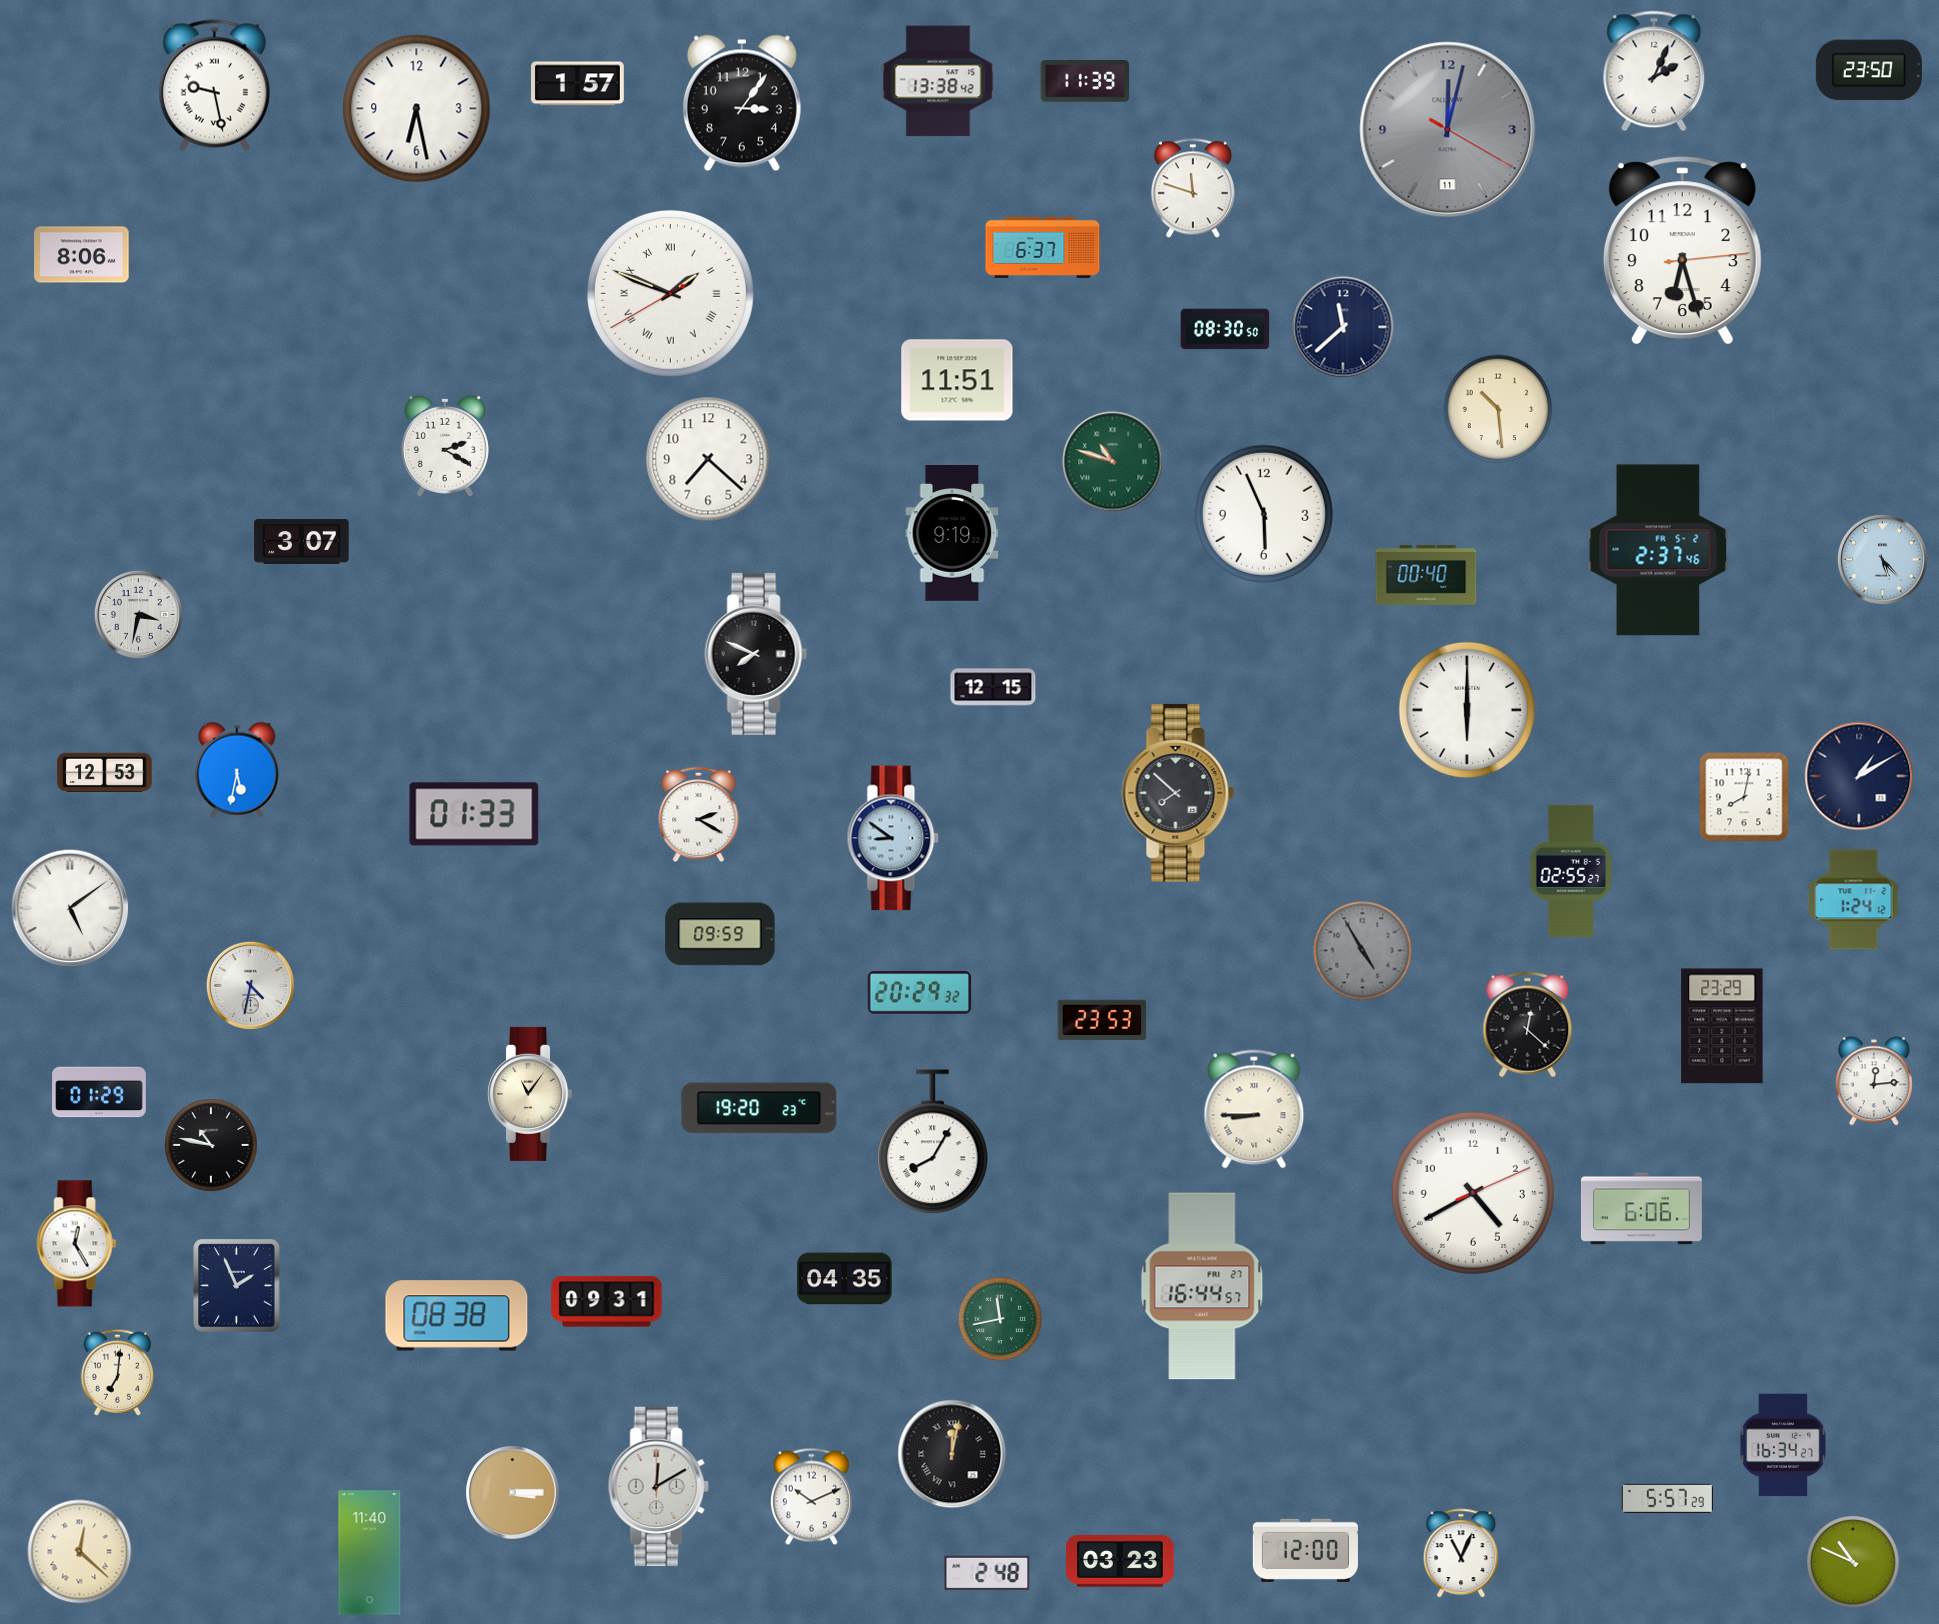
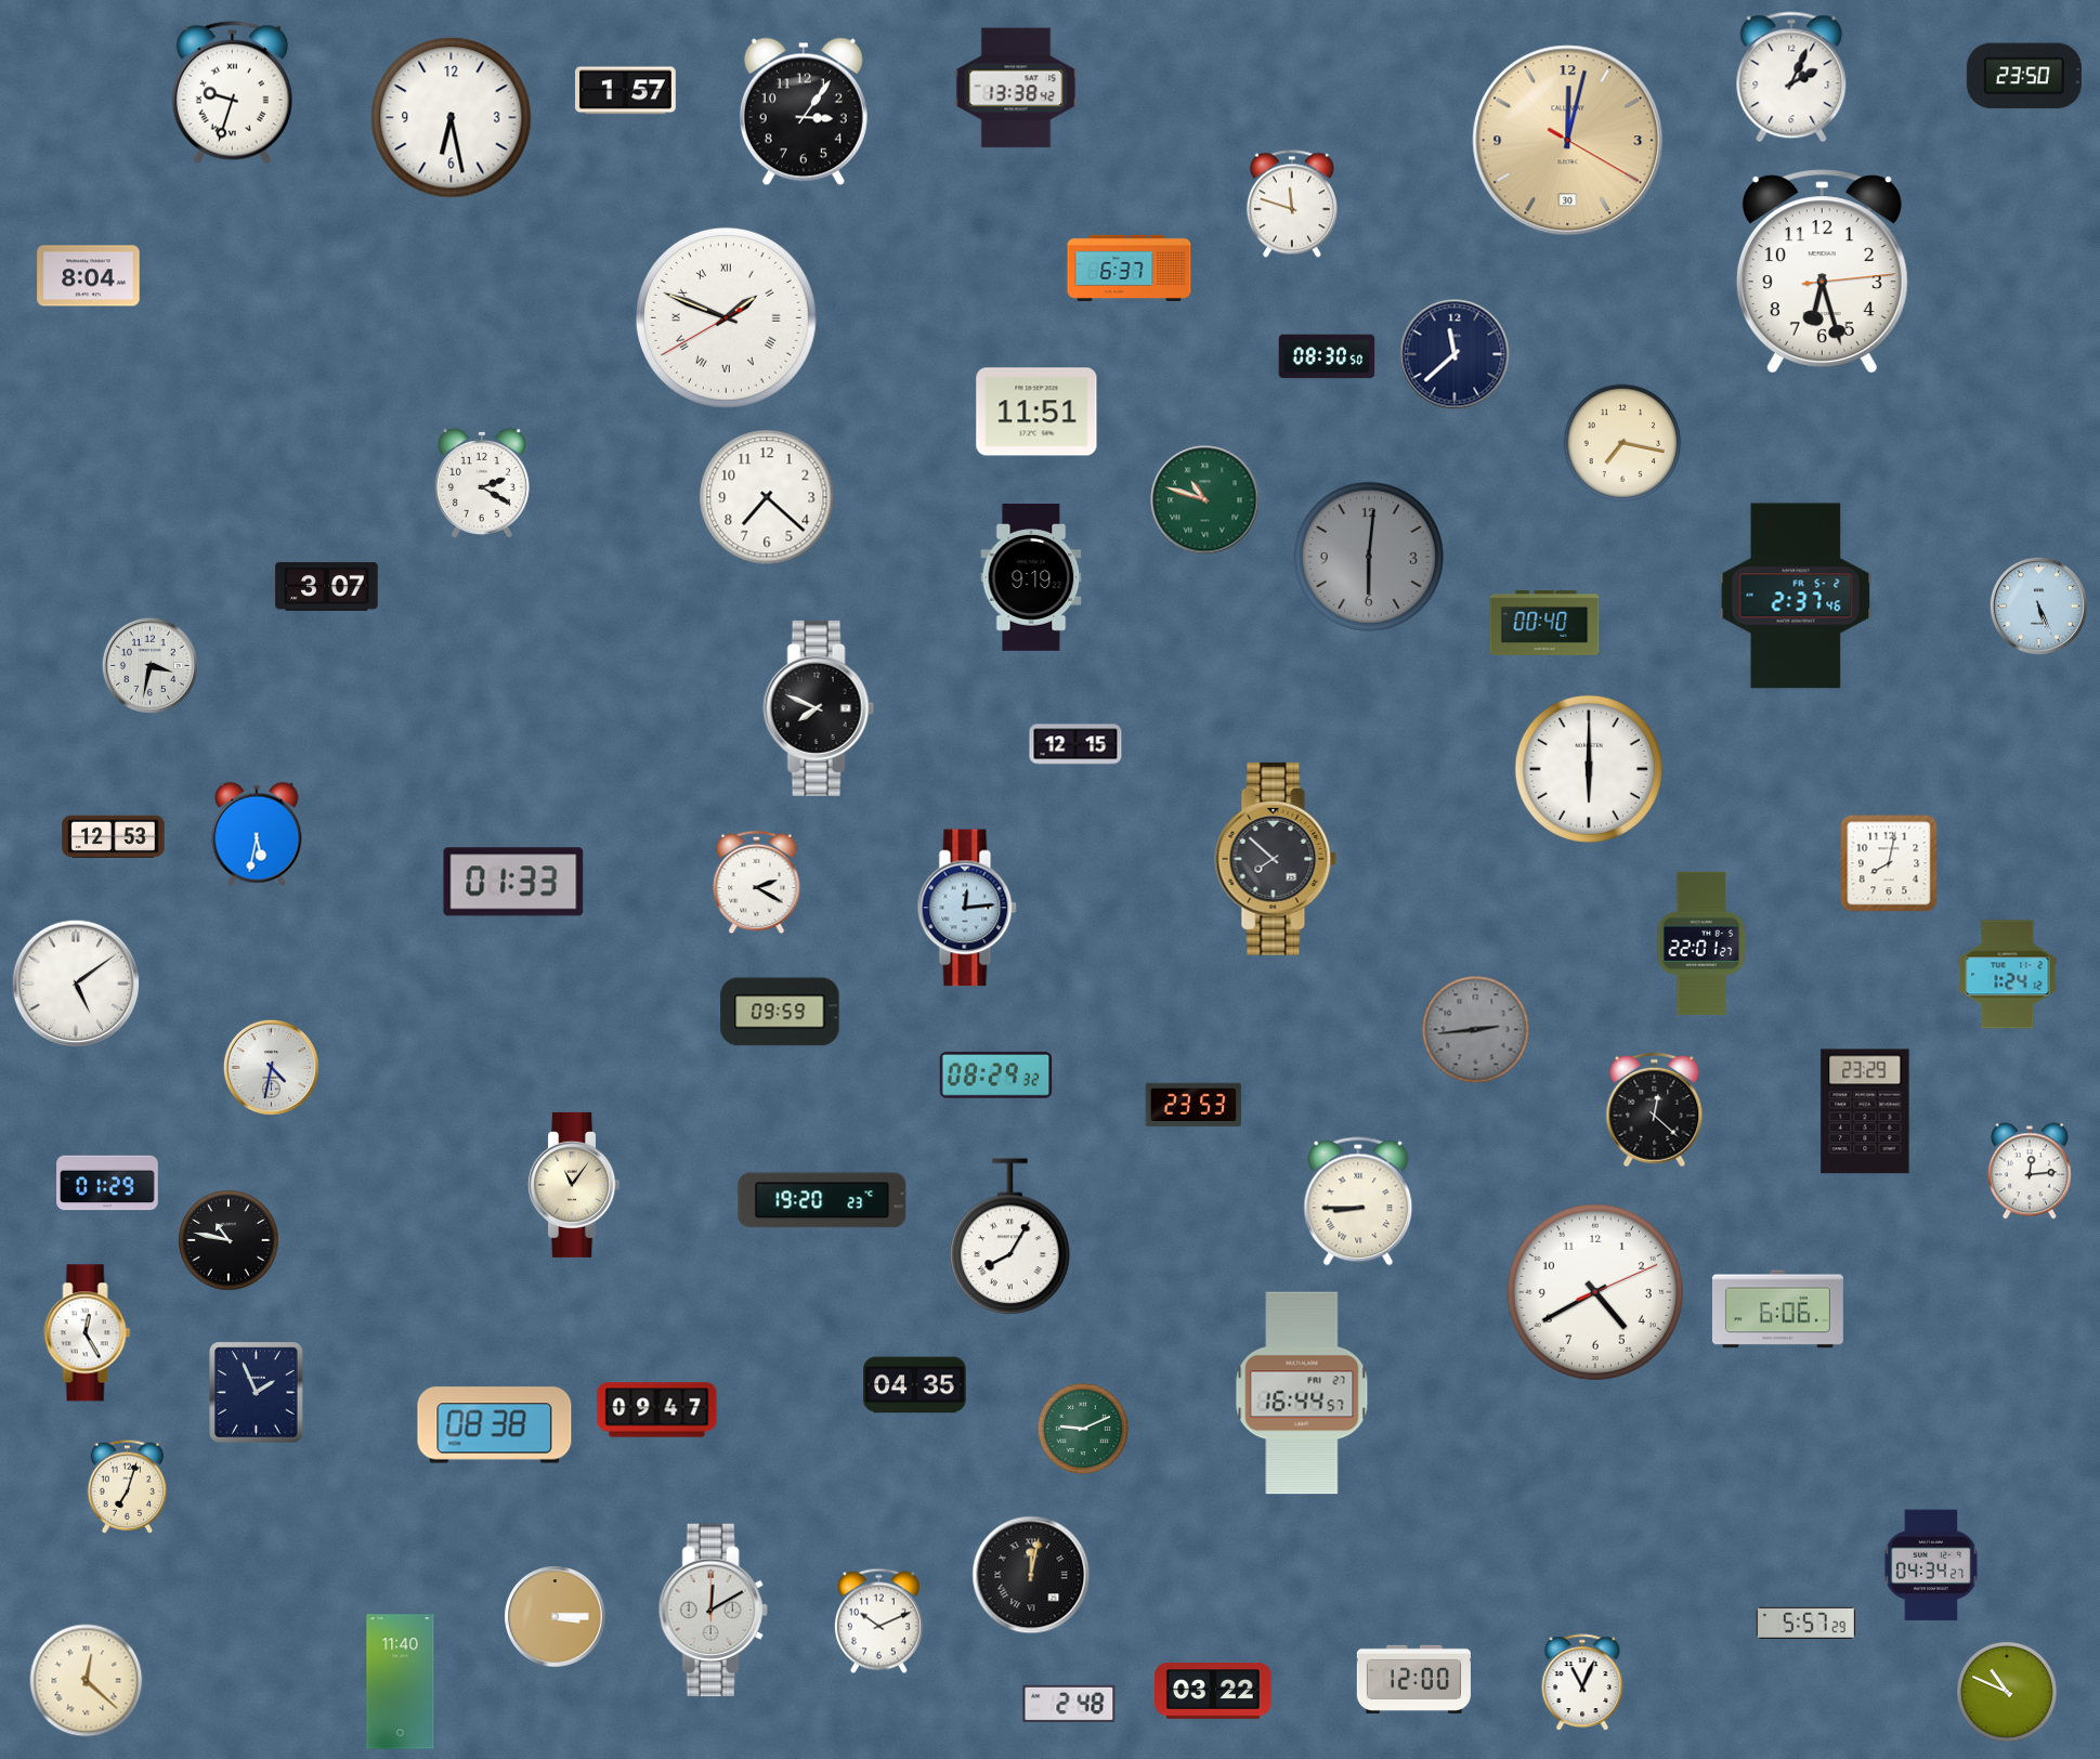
clock at (1085, 82): 11:39 -> none
clock at (214, 86): 9:28 -> 9:33
clock at (1448, 130) date: 11 -> 30
clock at (1448, 130) dial: grey -> champagne
clock at (82, 255): 8:06 -> 8:04
clock at (1498, 409): 10:29 -> 7:17
clock at (1264, 514): 5:56 -> 6:01
clock at (1264, 514) dial: white -> grey
clock at (1882, 559): 5:23 -> 5:26
clock at (1859, 776): 1:10 -> none
clock at (893, 838): 8:51 -> 12:14
clock at (1572, 871): 02:55 -> 22:01
clock at (1363, 951): 4:55 -> 2:44
clock at (920, 993): 20:29 -> 08:29
clock at (77, 1244) position: (77, 1244) -> (88, 1333)
clock at (607, 1302): 09:31 -> 09:47
clock at (1000, 1319): 11:43 -> 9:11
clock at (117, 1372): 7:01 -> 7:03
clock at (1782, 1445): 16:34 -> 04:34
clock at (1120, 1561): 03:23 -> 03:22
